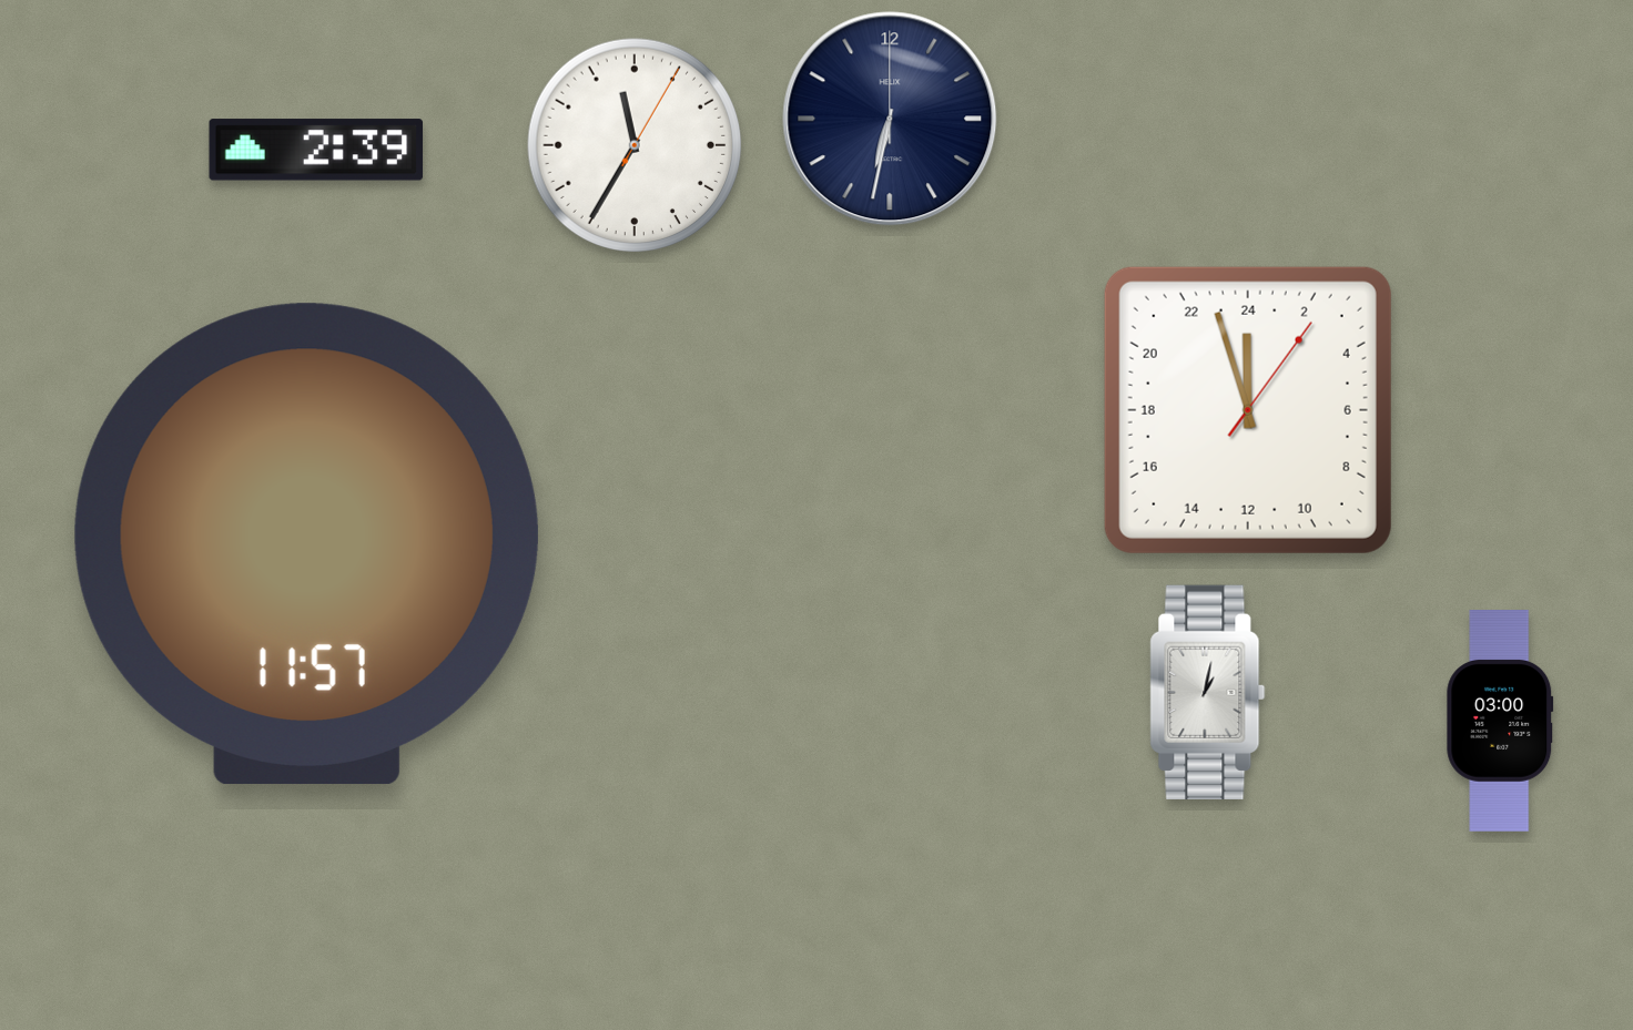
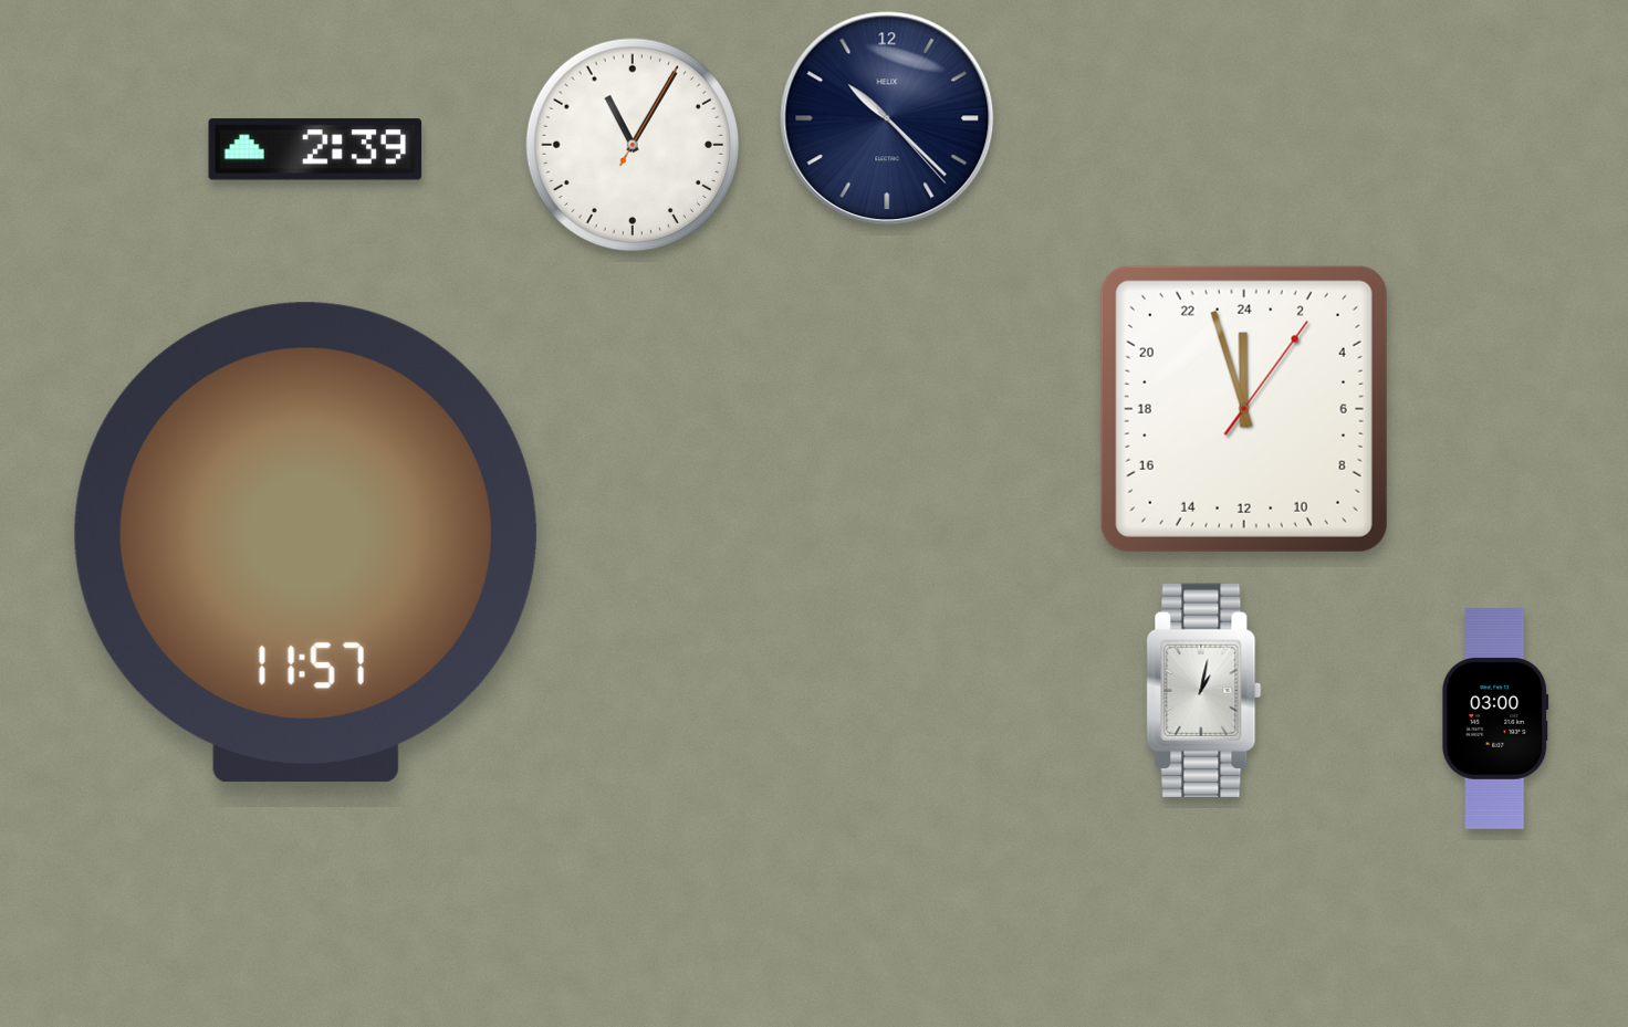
clock at (890, 119): 6:32 -> 10:22
clock at (635, 145): 11:35 -> 11:05
